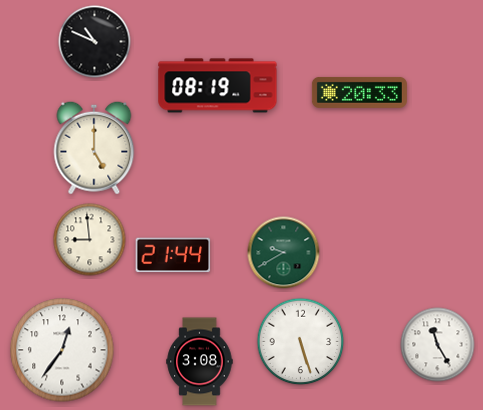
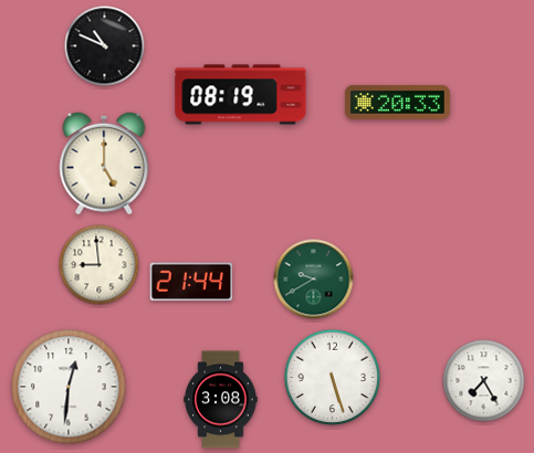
clock at (438, 345): 11:25 -> 7:25
clock at (62, 350): 12:36 -> 12:31
